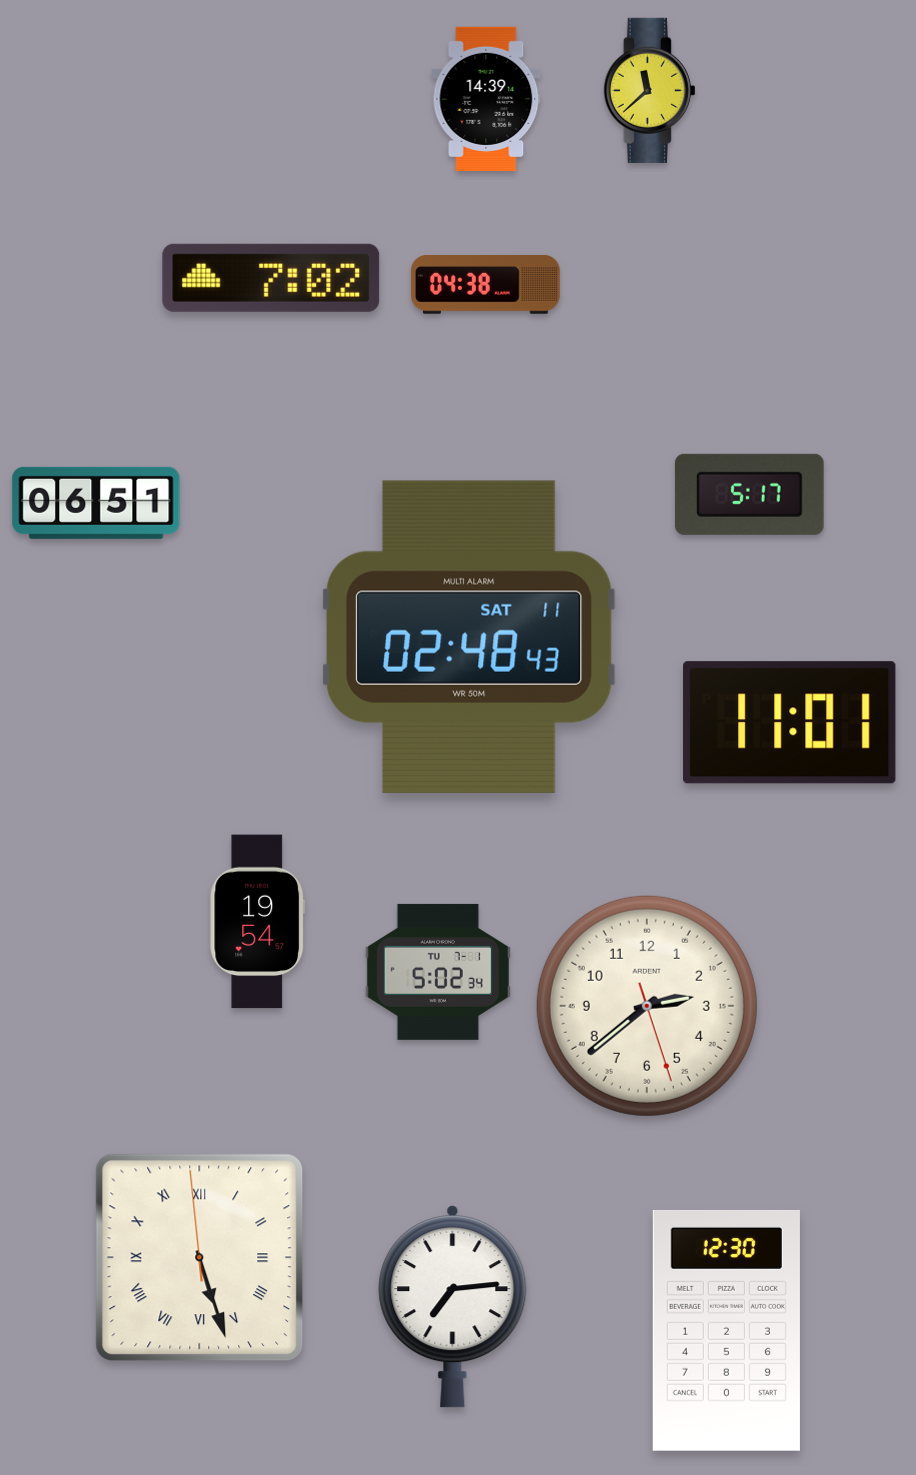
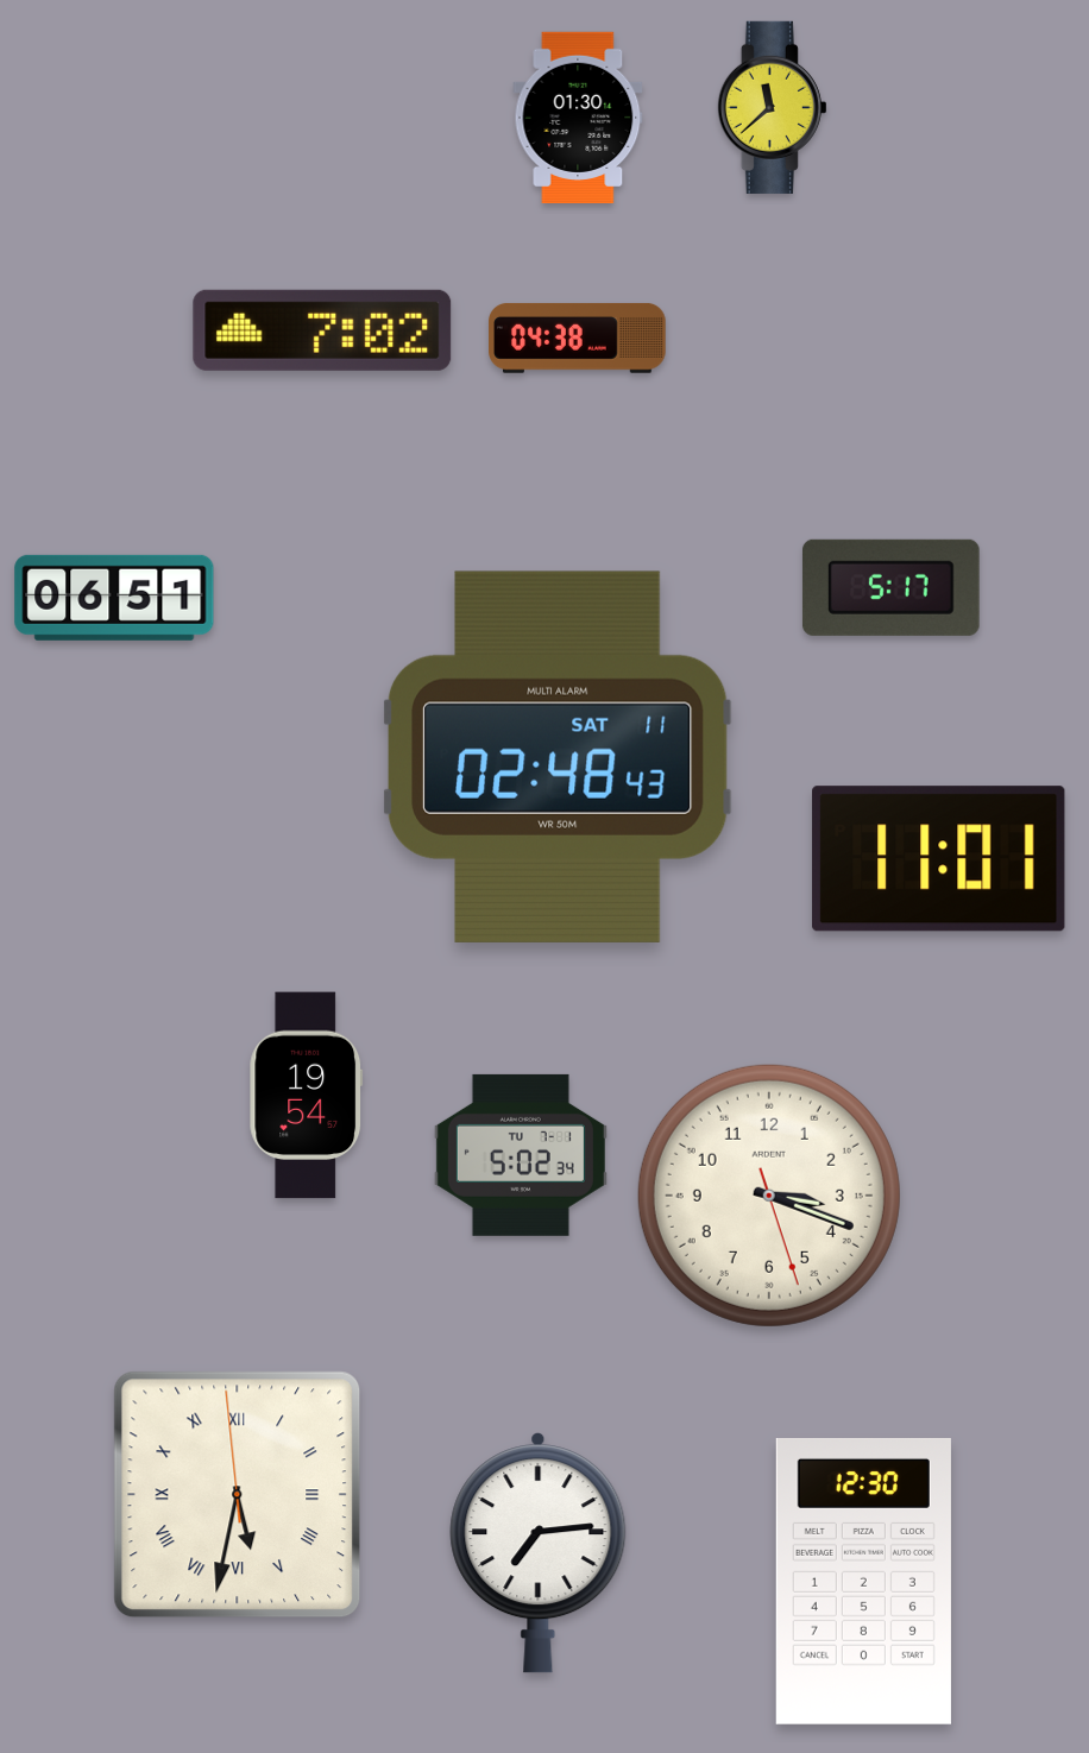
clock at (486, 98): 14:39 -> 01:30
clock at (647, 1006): 2:38 -> 3:18
clock at (200, 1258): 5:26 -> 5:31
